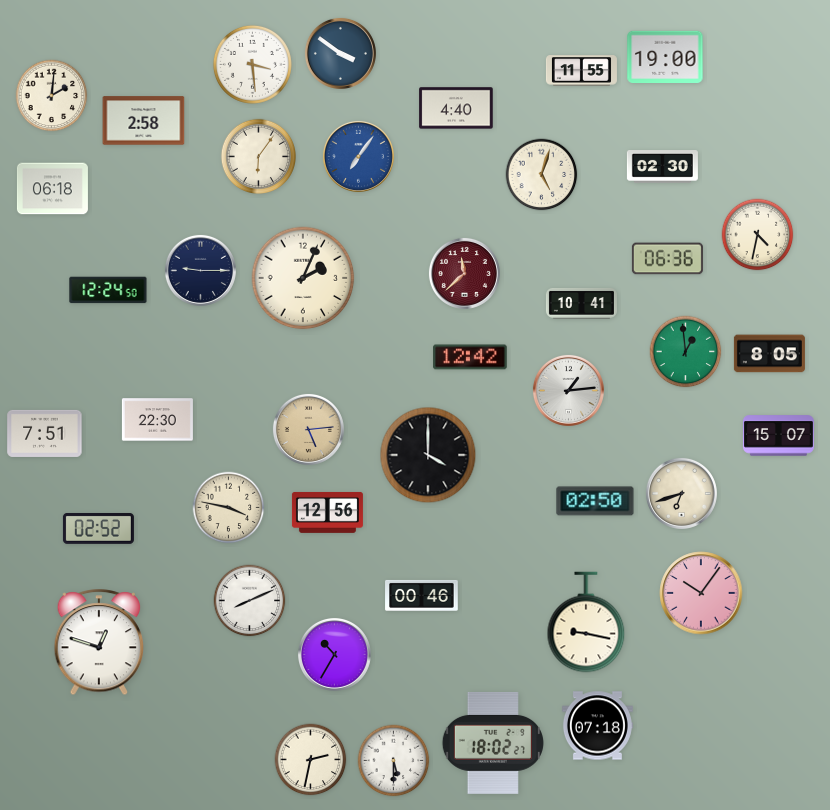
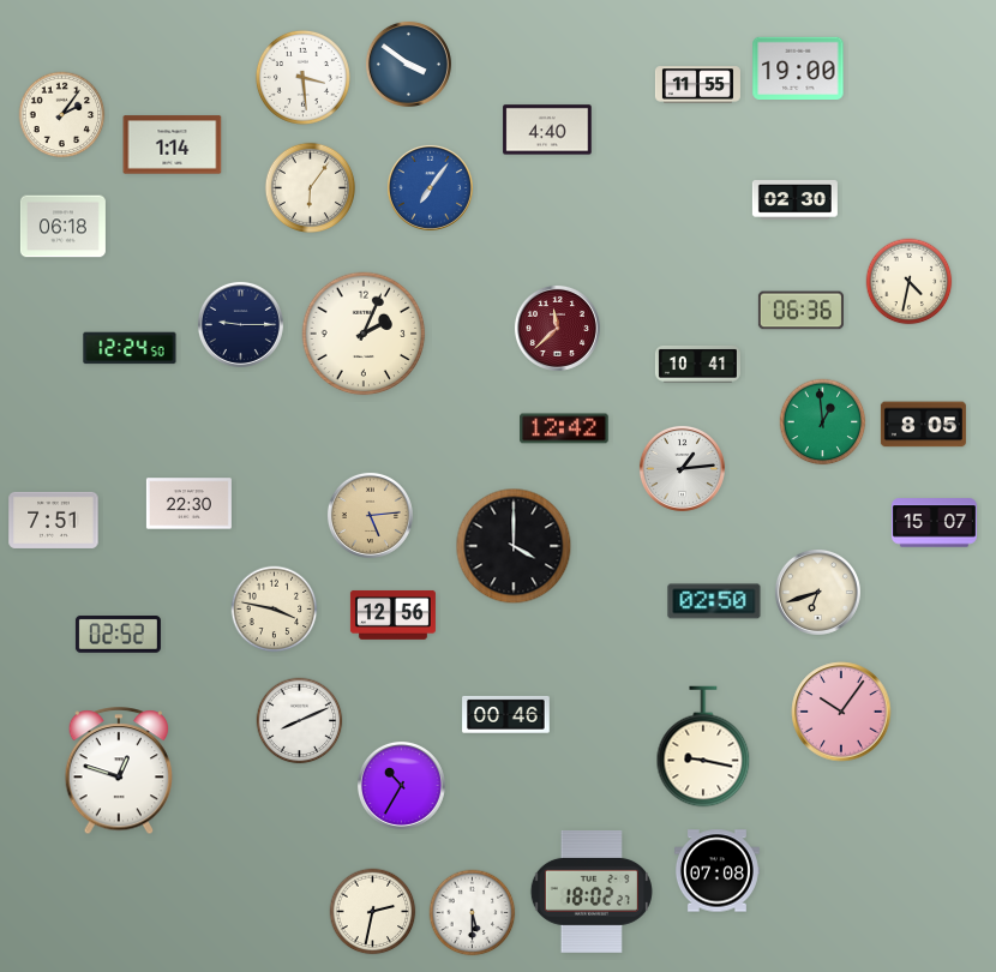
clock at (52, 96): 2:01 -> 2:06
clock at (144, 121): 2:58 -> 1:14
clock at (542, 175): 5:03 -> none
clock at (597, 726): 07:18 -> 07:08
